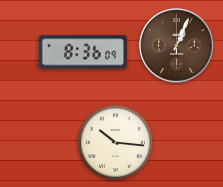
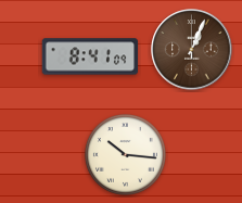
clock at (83, 52): 8:36 -> 8:41
